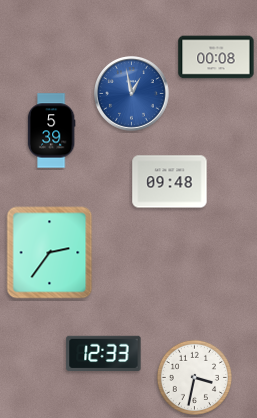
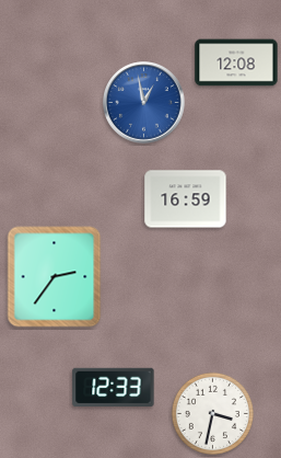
clock at (216, 57): 00:08 -> 12:08
clock at (51, 131): 5:39 -> none
clock at (170, 182): 09:48 -> 16:59
